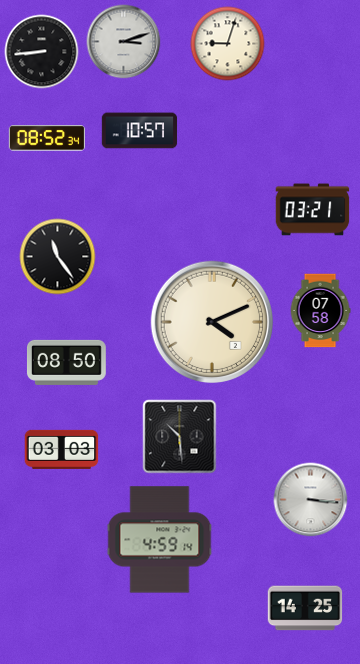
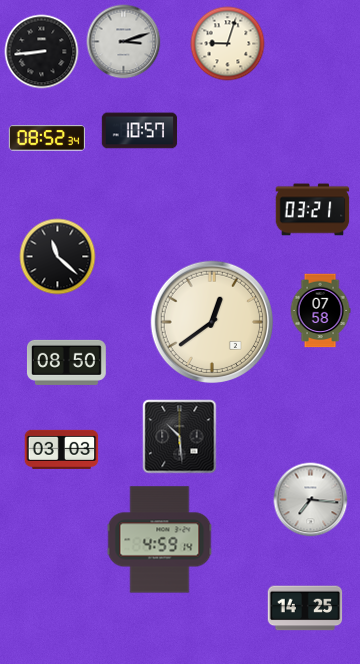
clock at (58, 257): 11:24 -> 11:22
clock at (212, 322): 4:11 -> 12:39
clock at (311, 500): 3:16 -> 7:16
